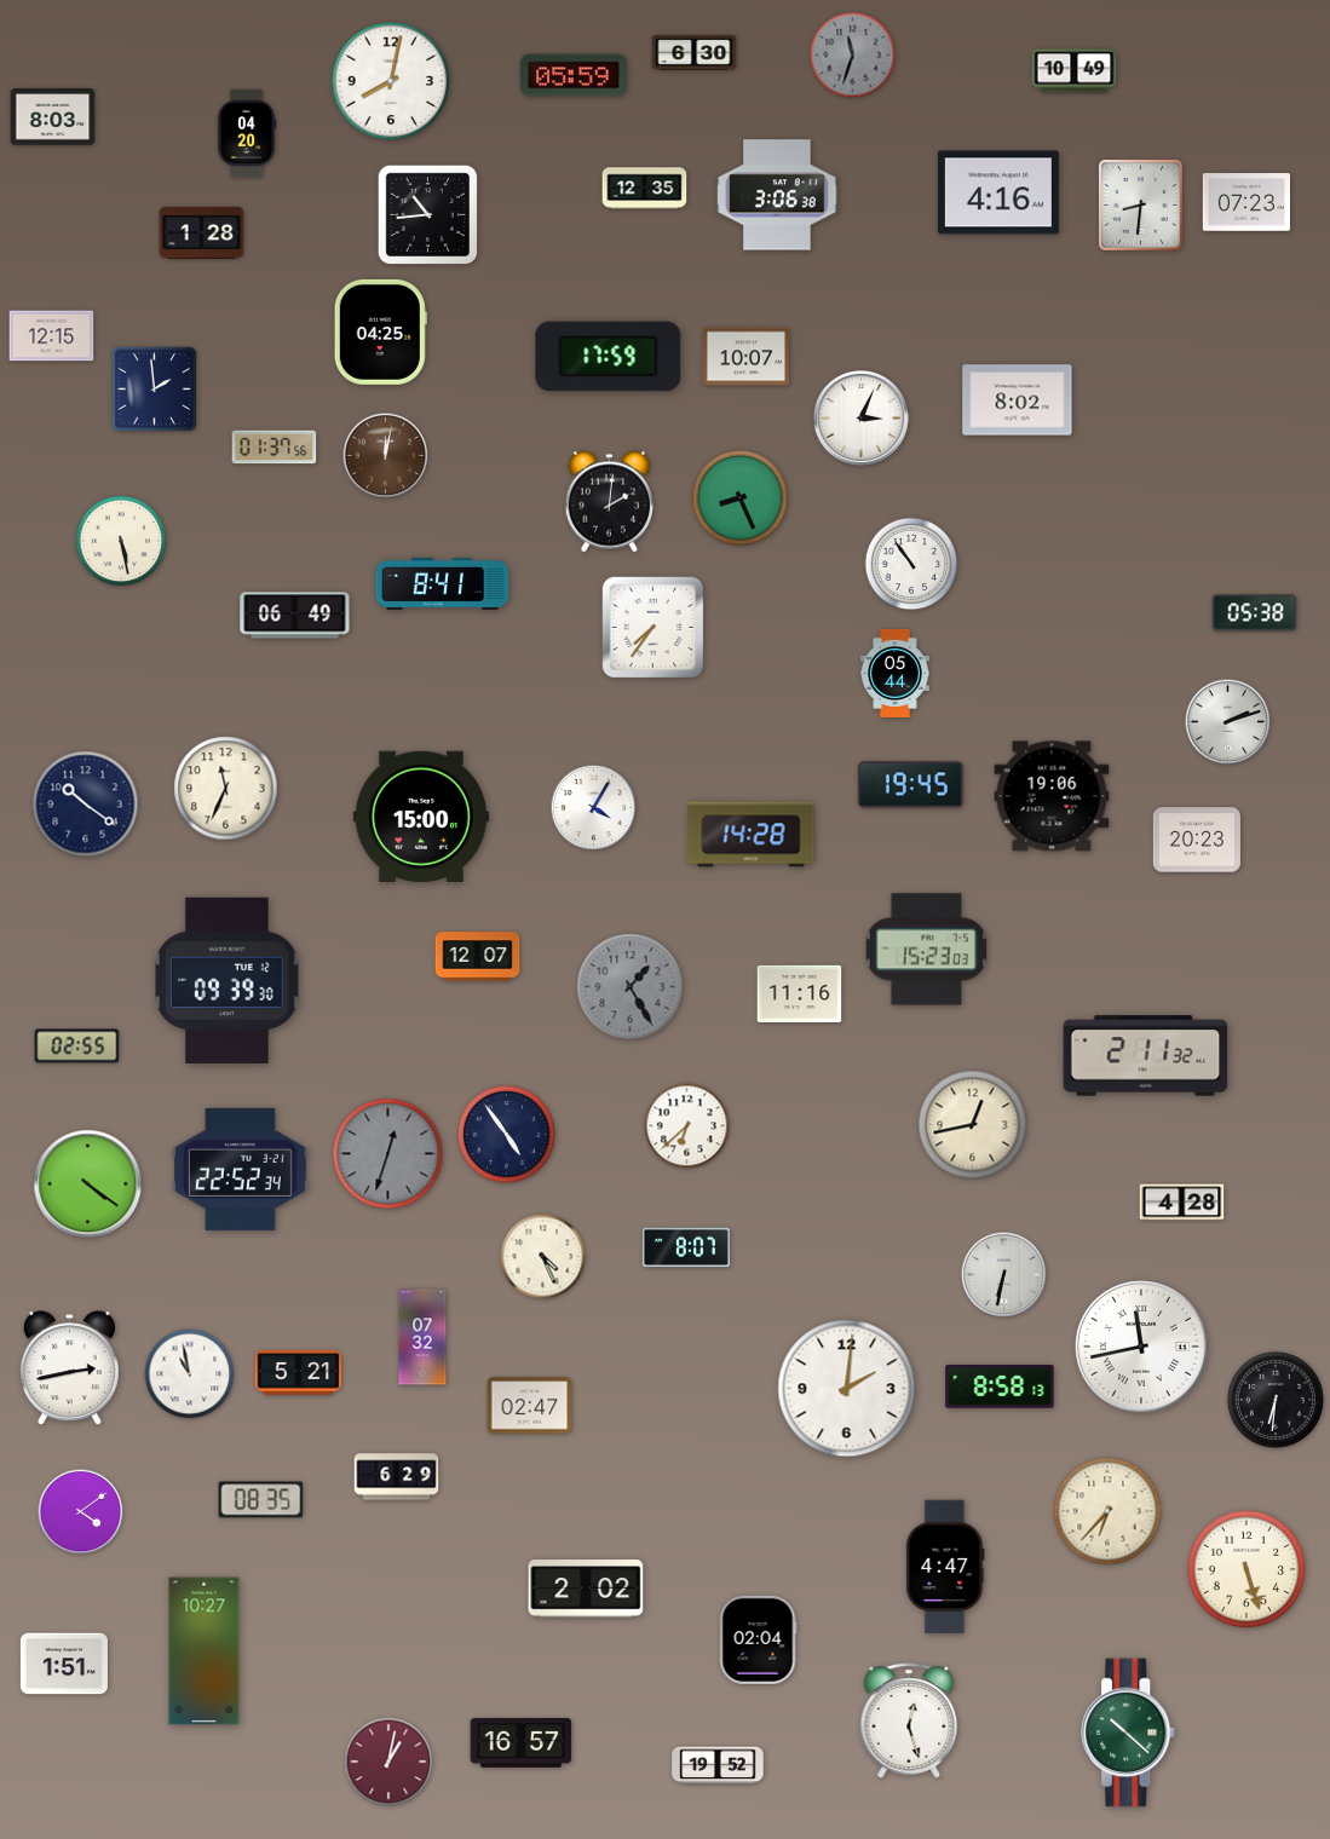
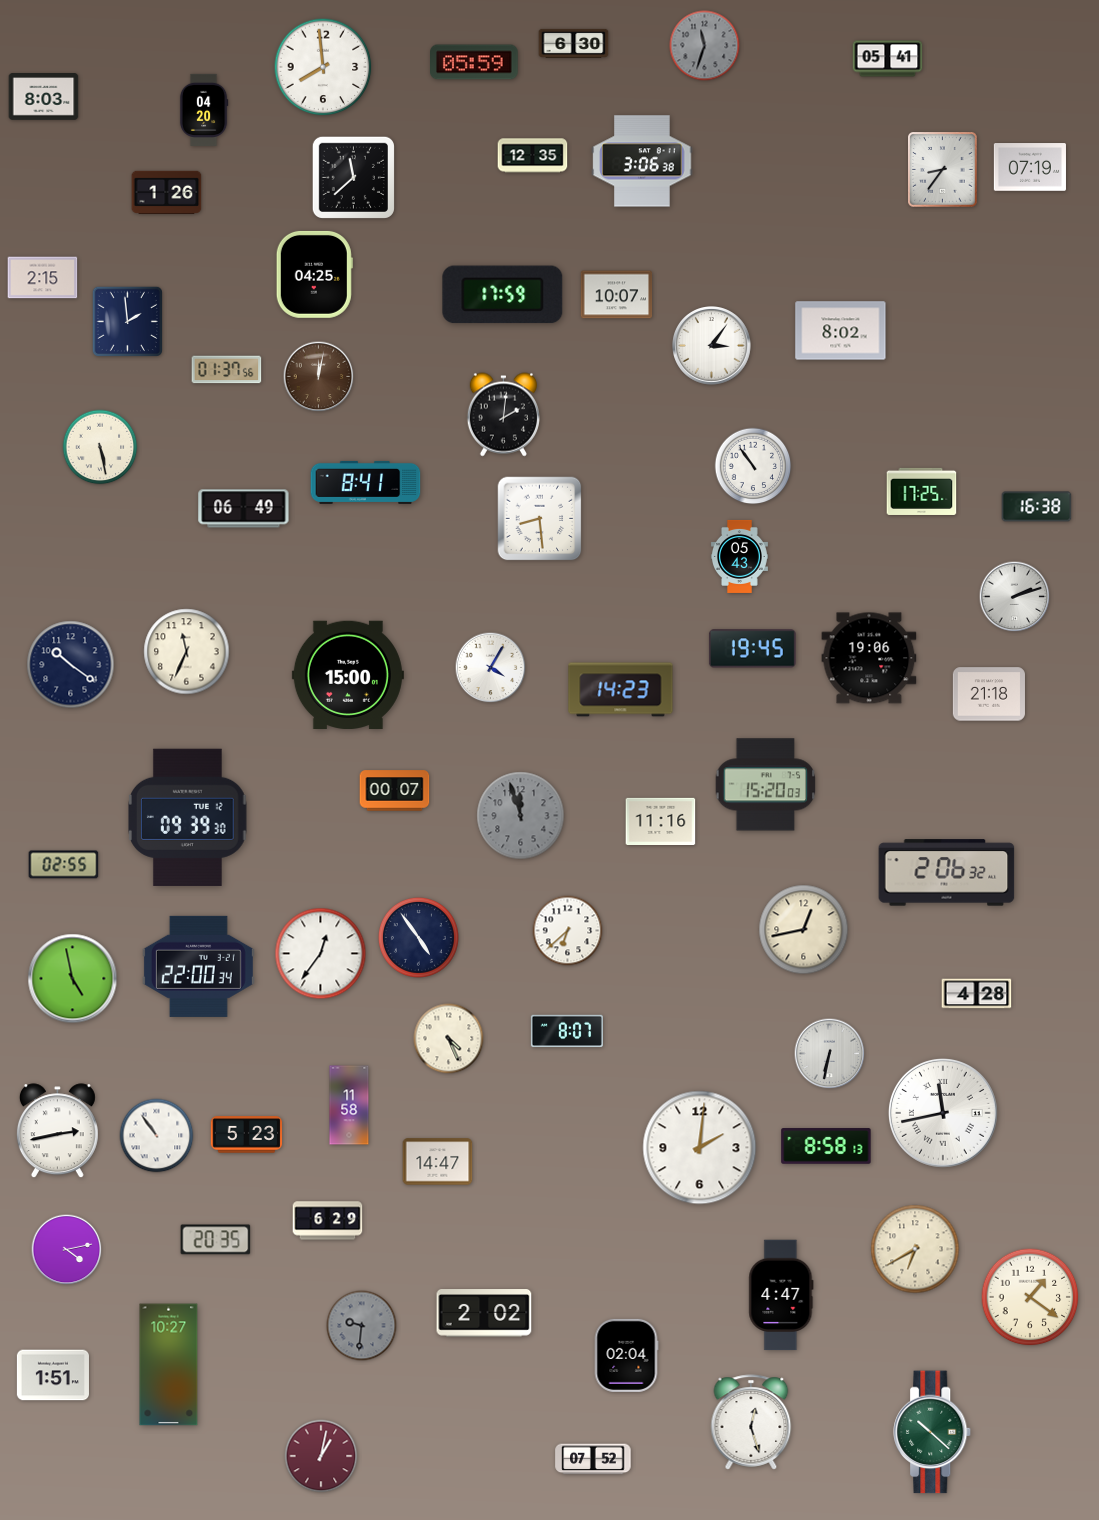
clock at (1075, 71): 10:49 -> 05:41
clock at (391, 81): 8:02 -> 7:59
clock at (998, 192): 4:16 -> none
clock at (1246, 202): 07:23 -> 07:19
clock at (1141, 206): 8:31 -> 8:36
clock at (427, 214): 10:44 -> 11:38
clock at (202, 232): 1:28 -> 1:26
clock at (52, 336): 12:15 -> 2:15
clock at (862, 419): 3:04 -> 3:06
clock at (739, 497): 8:26 -> none
clock at (922, 491): none -> 17:25
clock at (1255, 613): 05:38 -> 16:38
clock at (654, 628): 7:36 -> 8:29
clock at (894, 673): 05:44 -> 05:43
clock at (752, 835): 14:28 -> 14:23
clock at (1197, 840): 20:23 -> 21:18
clock at (927, 950): 15:23 -> 15:20
clock at (478, 957): 12:07 -> 00:07
clock at (228, 980) position: (228, 980) -> (188, 817)
clock at (631, 987): 1:25 -> 11:57
clock at (1146, 1056): 2:11 -> 2:06
clock at (388, 1154): 12:33 -> 12:36
clock at (388, 1154) dial: grey -> white
clock at (240, 1169): 22:52 -> 22:00
clock at (88, 1184): 4:21 -> 4:58
clock at (422, 1337): 07:32 -> 11:58
clock at (299, 1373): 5:21 -> 5:23
clock at (190, 1374): 10:58 -> 10:54
clock at (1276, 1400): 6:31 -> none
clock at (530, 1406): 02:47 -> 14:47
clock at (261, 1500): 08:35 -> 20:35
clock at (1107, 1511): 6:37 -> 6:40
clock at (81, 1512): 4:09 -> 4:13
clock at (1246, 1569): 5:27 -> 1:21
clock at (362, 1326): none -> 9:31
clock at (522, 1743): 16:57 -> none
clock at (718, 1765): 19:52 -> 07:52
